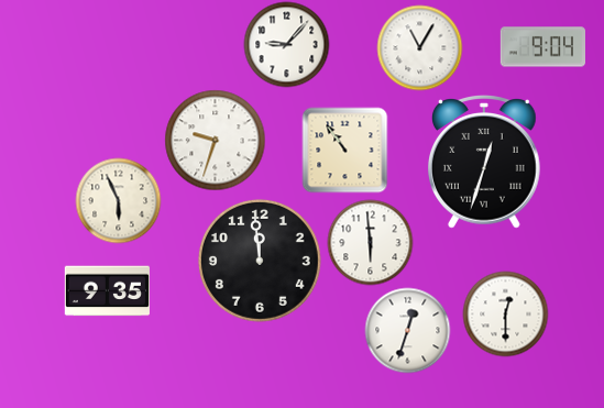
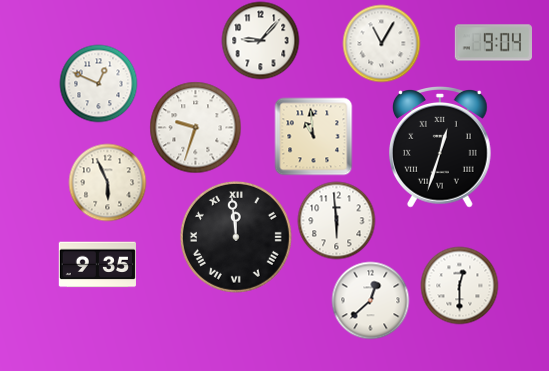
clock at (98, 83): none -> 12:49
clock at (344, 150): 10:54 -> 10:59
clock at (260, 261) numerals: Arabic -> Roman
clock at (407, 330): 12:33 -> 12:38
